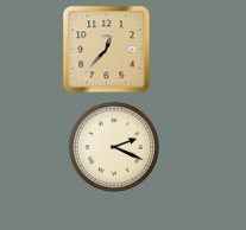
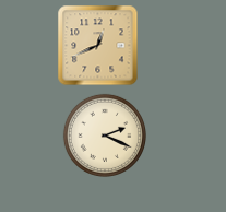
clock at (107, 50): 12:37 -> 12:41
